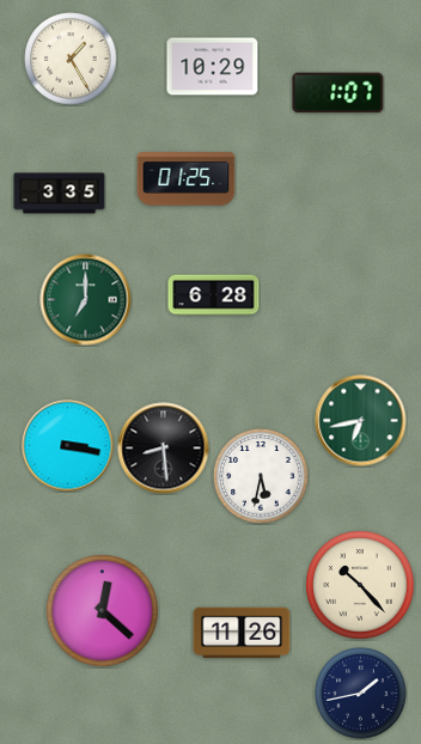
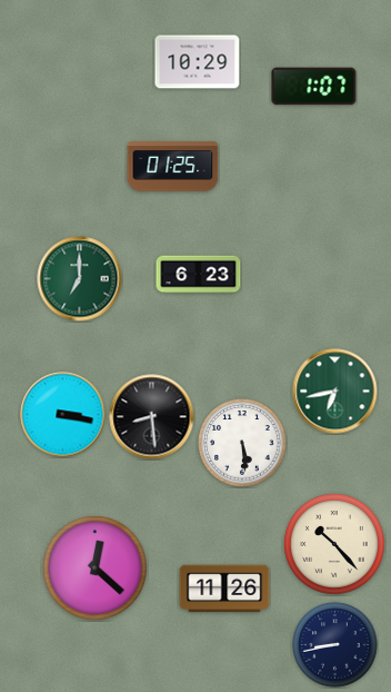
clock at (71, 59): 1:25 -> none
clock at (60, 194): 3:35 -> none
clock at (214, 295): 6:28 -> 6:23
clock at (261, 476): 5:32 -> 5:29
clock at (361, 694): 1:43 -> 8:43
